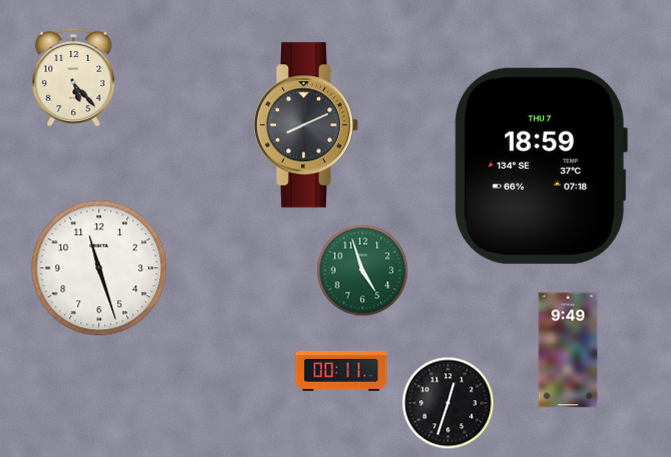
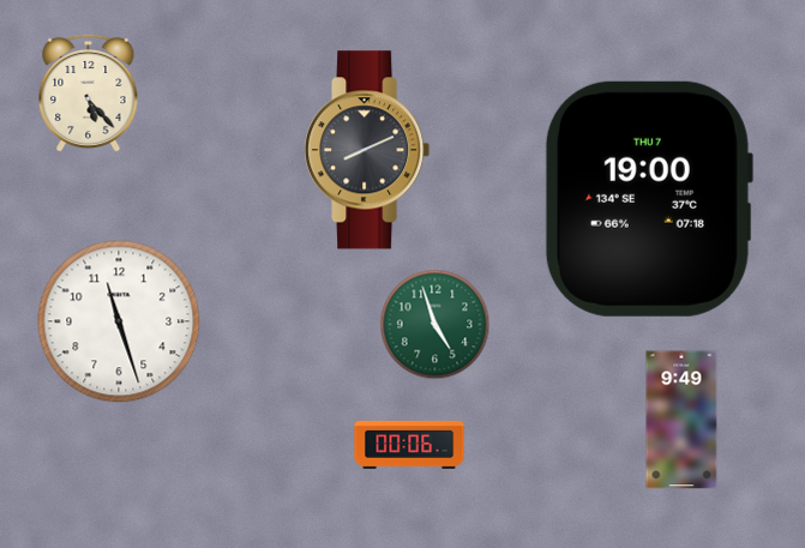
clock at (540, 166): 18:59 -> 19:00
clock at (341, 371): 00:11 -> 00:06
clock at (448, 403): 12:33 -> none
